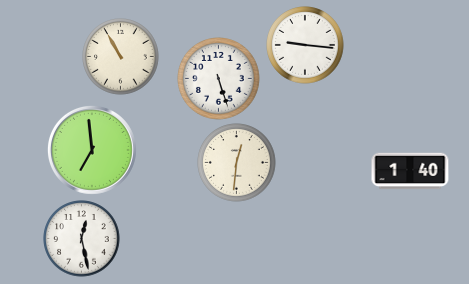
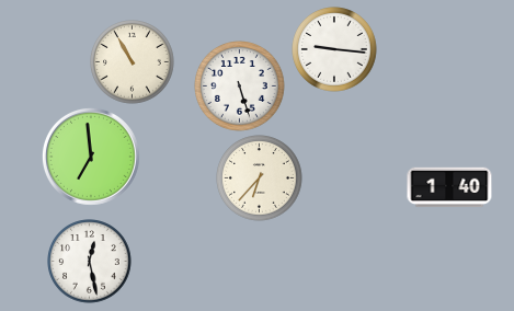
clock at (92, 150) position: (92, 150) -> (91, 157)
clock at (237, 163): 12:31 -> 6:37
